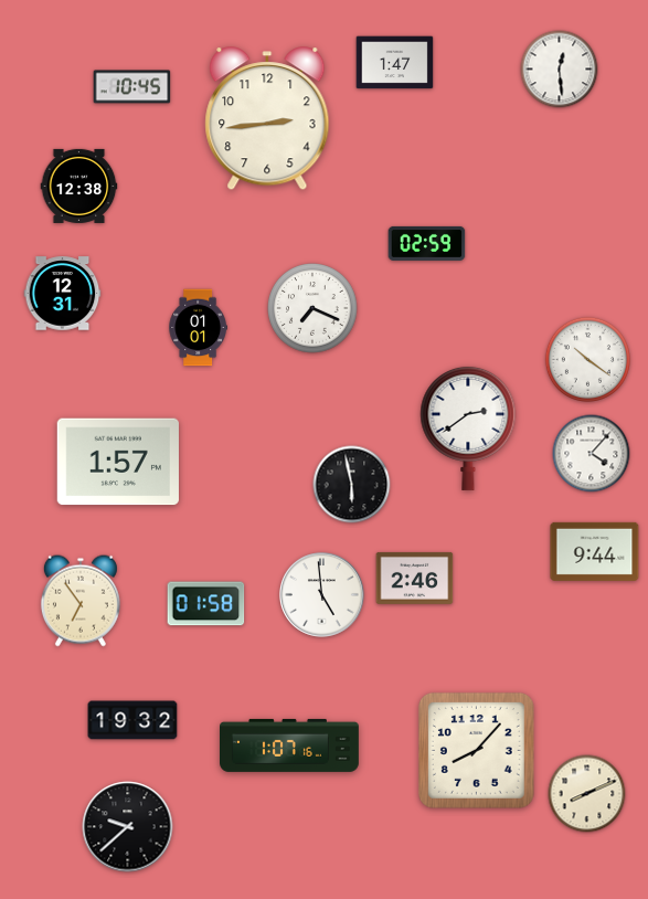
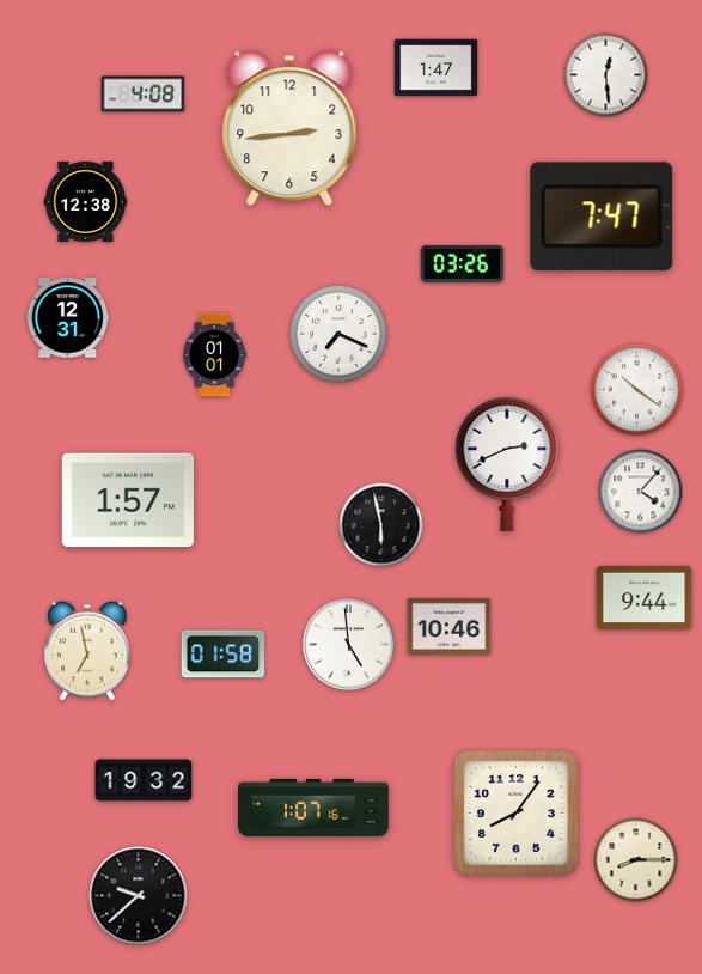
clock at (395, 63) position: (395, 63) -> (437, 68)
clock at (132, 87): 10:45 -> 4:08
clock at (602, 217): none -> 7:47
clock at (427, 243): 02:59 -> 03:26
clock at (468, 427): 2:39 -> 2:41
clock at (415, 578): 2:46 -> 10:46
clock at (81, 601): 6:54 -> 6:58
clock at (476, 750): 8:07 -> 8:06
clock at (587, 794): 8:11 -> 8:15
